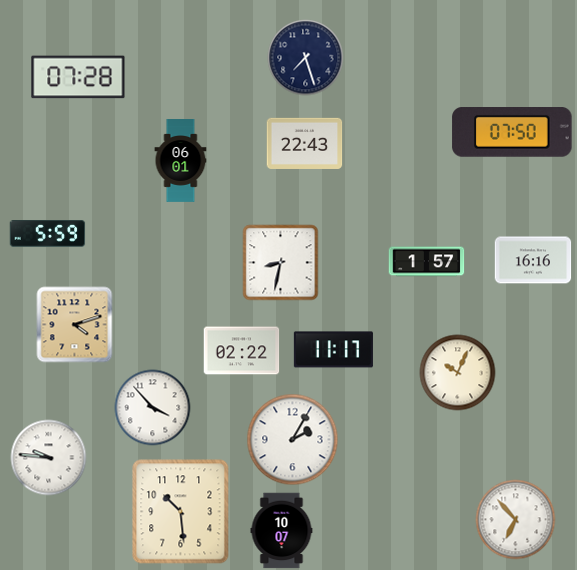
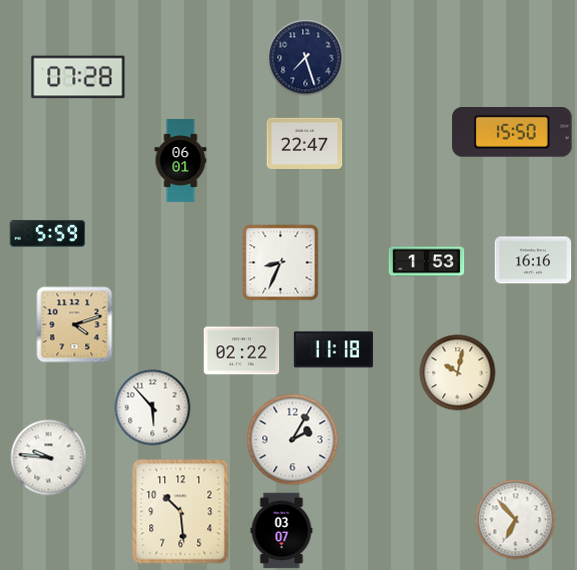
clock at (512, 133): 07:50 -> 15:50
clock at (305, 143): 22:43 -> 22:47
clock at (427, 262): 1:57 -> 1:53
clock at (281, 263): 8:32 -> 8:34
clock at (333, 350): 11:17 -> 11:18
clock at (458, 373): 10:04 -> 10:02
clock at (153, 408): 3:53 -> 5:53
clock at (282, 531): 10:07 -> 03:07
